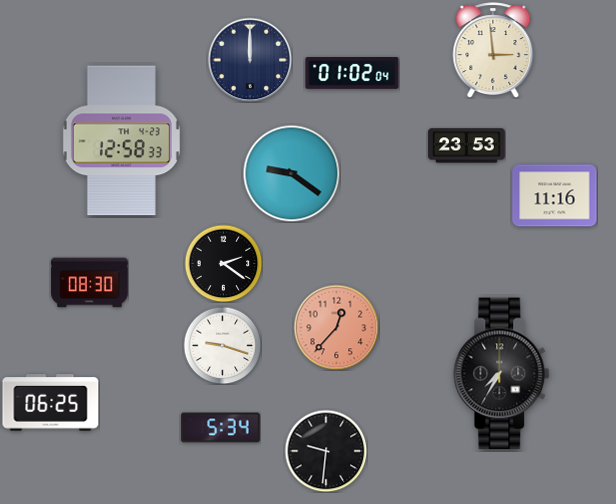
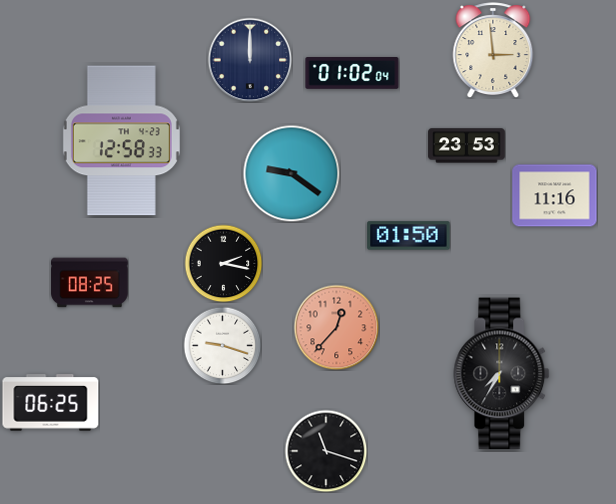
clock at (409, 236): none -> 01:50
clock at (223, 263): 2:21 -> 2:17
clock at (90, 283): 08:30 -> 08:25
clock at (221, 428): 5:34 -> none
clock at (326, 451): 9:31 -> 11:18
